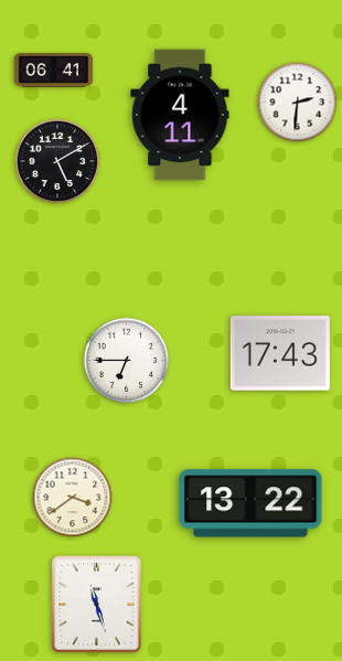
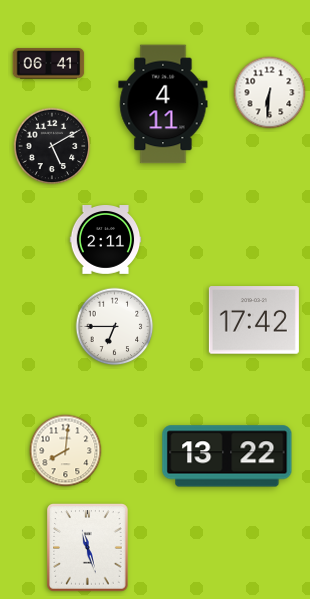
clock at (298, 103): 2:31 -> 6:31
clock at (106, 240): none -> 2:11
clock at (280, 353): 17:43 -> 17:42
clock at (73, 498): 3:39 -> 8:01
